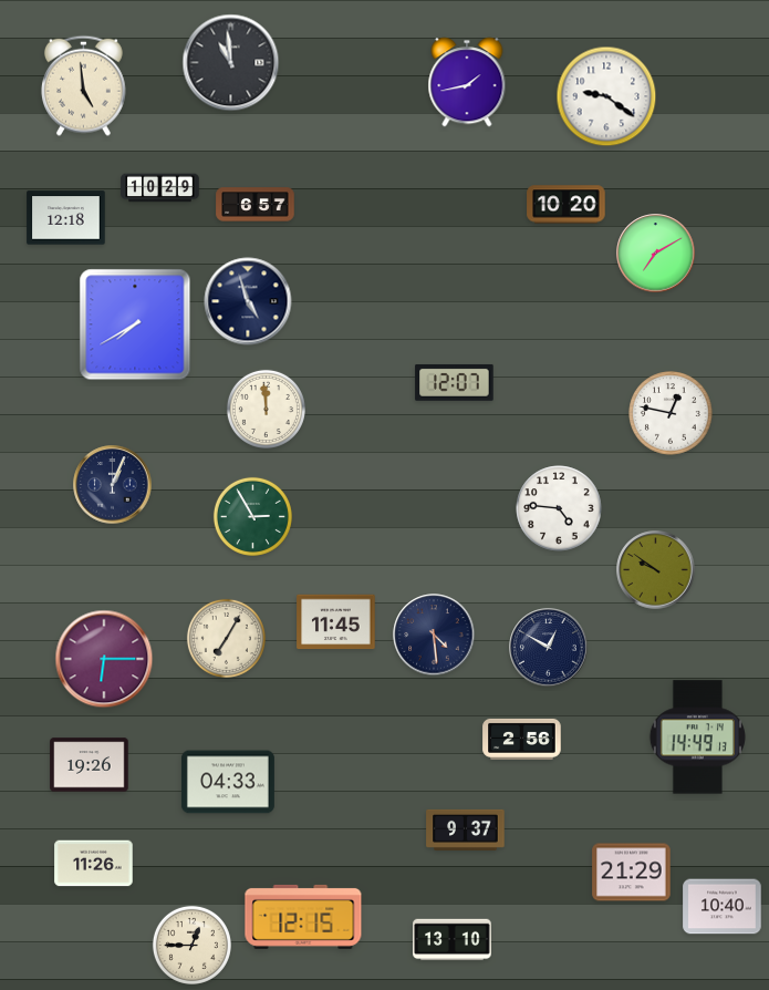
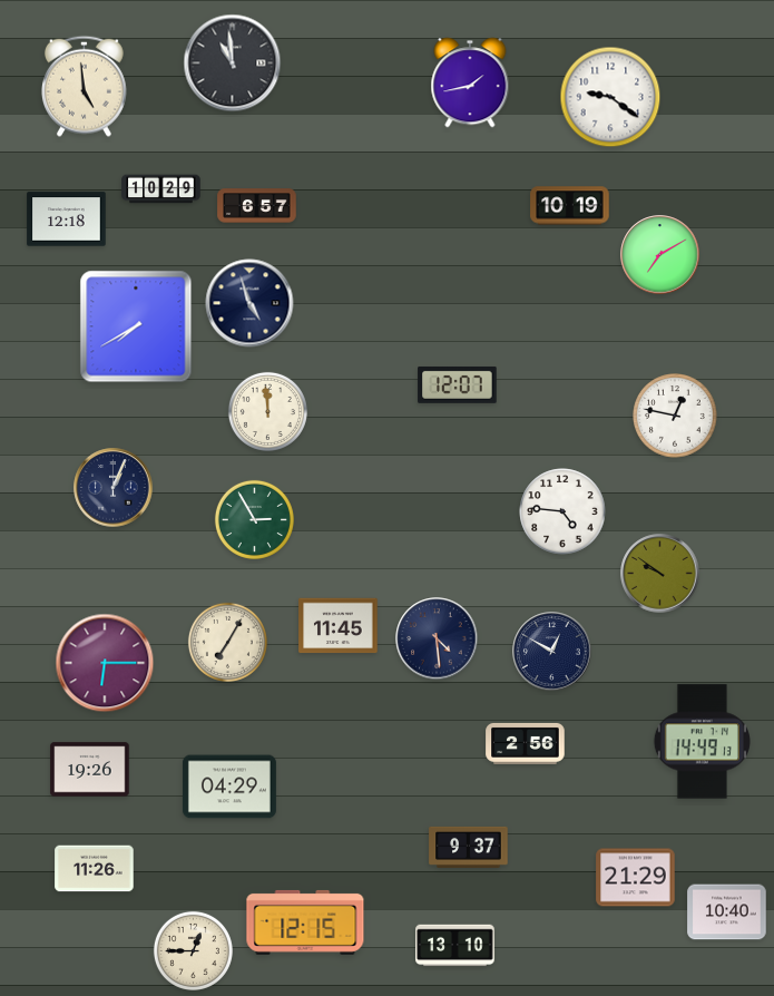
clock at (567, 205): 10:20 -> 10:19
clock at (228, 782): 04:33 -> 04:29
clock at (466, 829) position: (466, 829) -> (469, 847)
